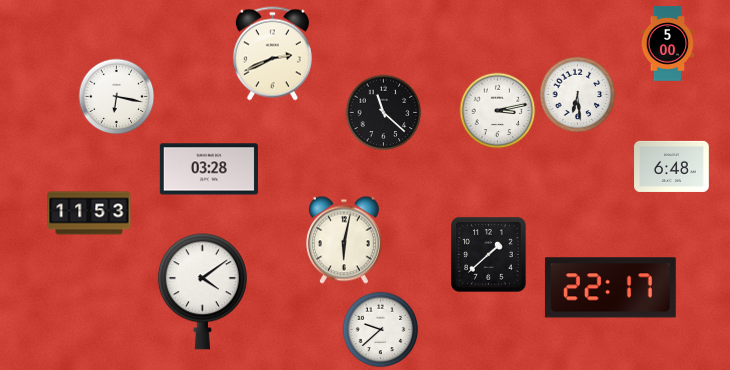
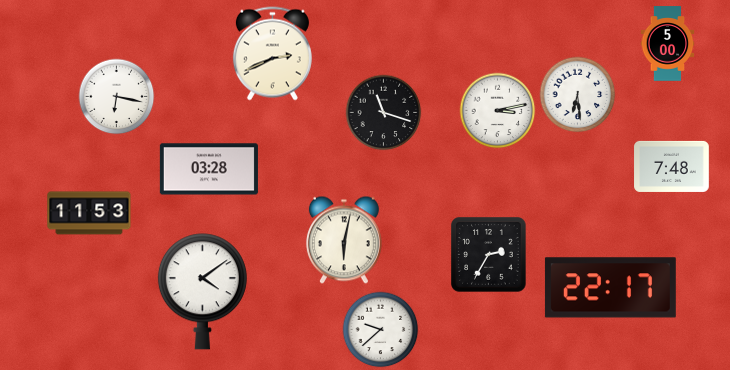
clock at (384, 113): 11:22 -> 11:18
clock at (672, 166): 6:48 -> 7:48
clock at (489, 255): 1:38 -> 2:35
